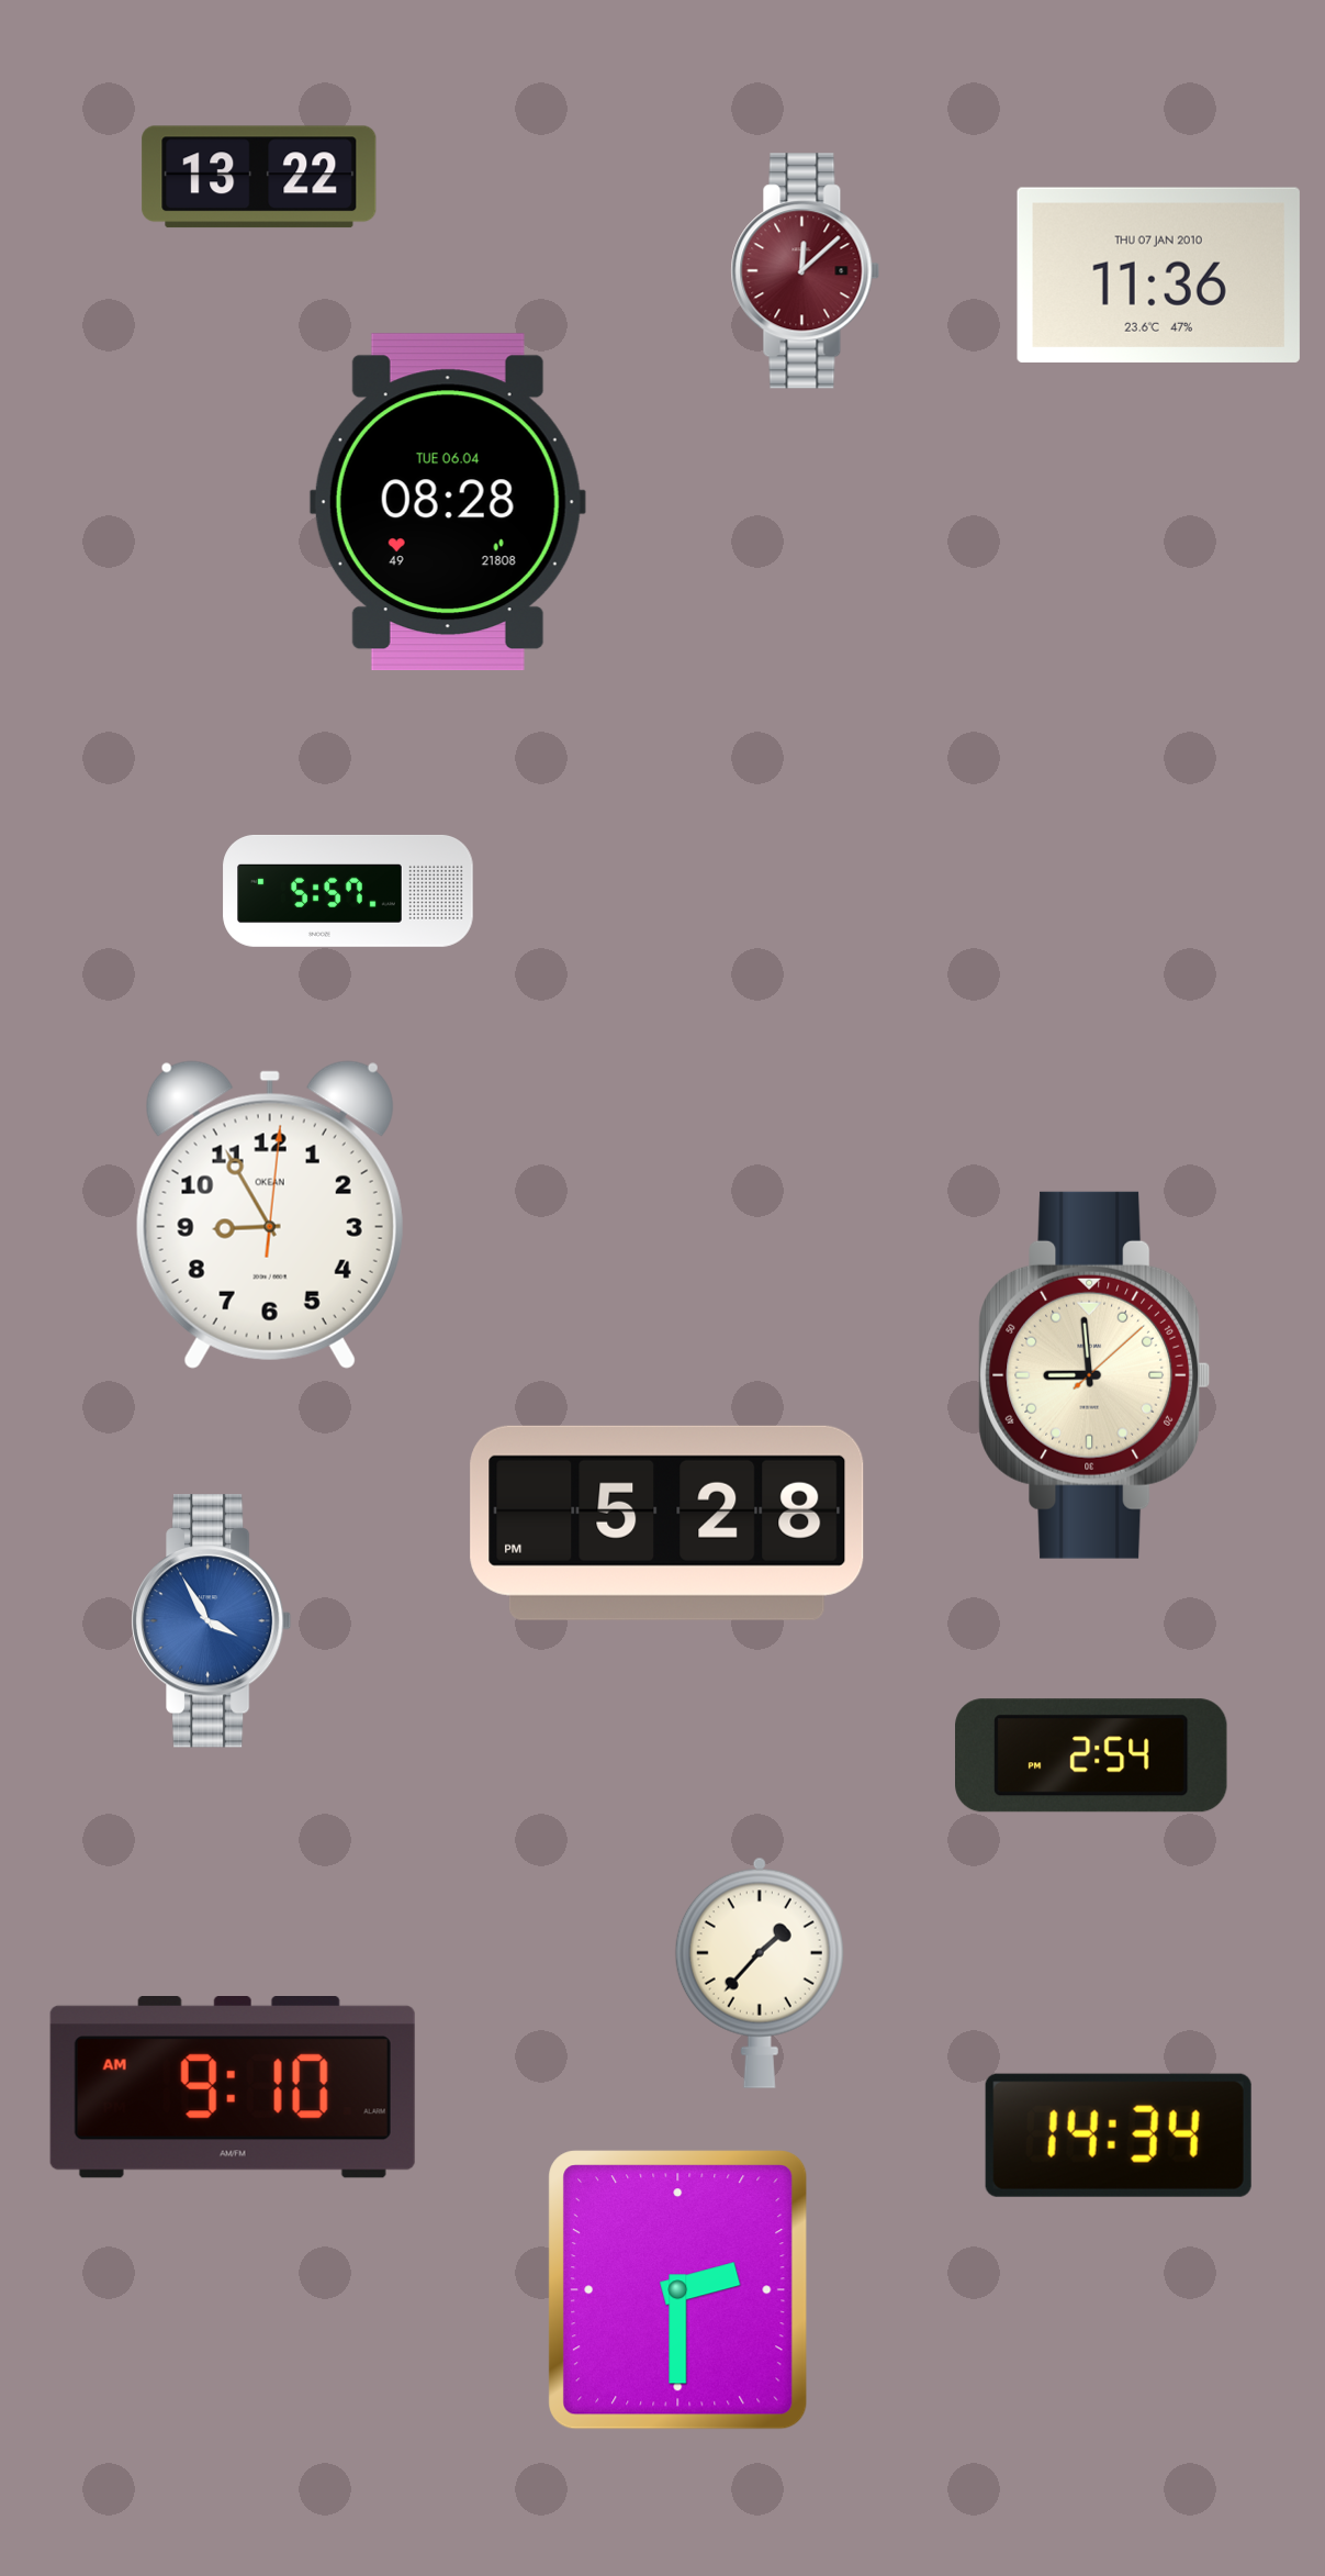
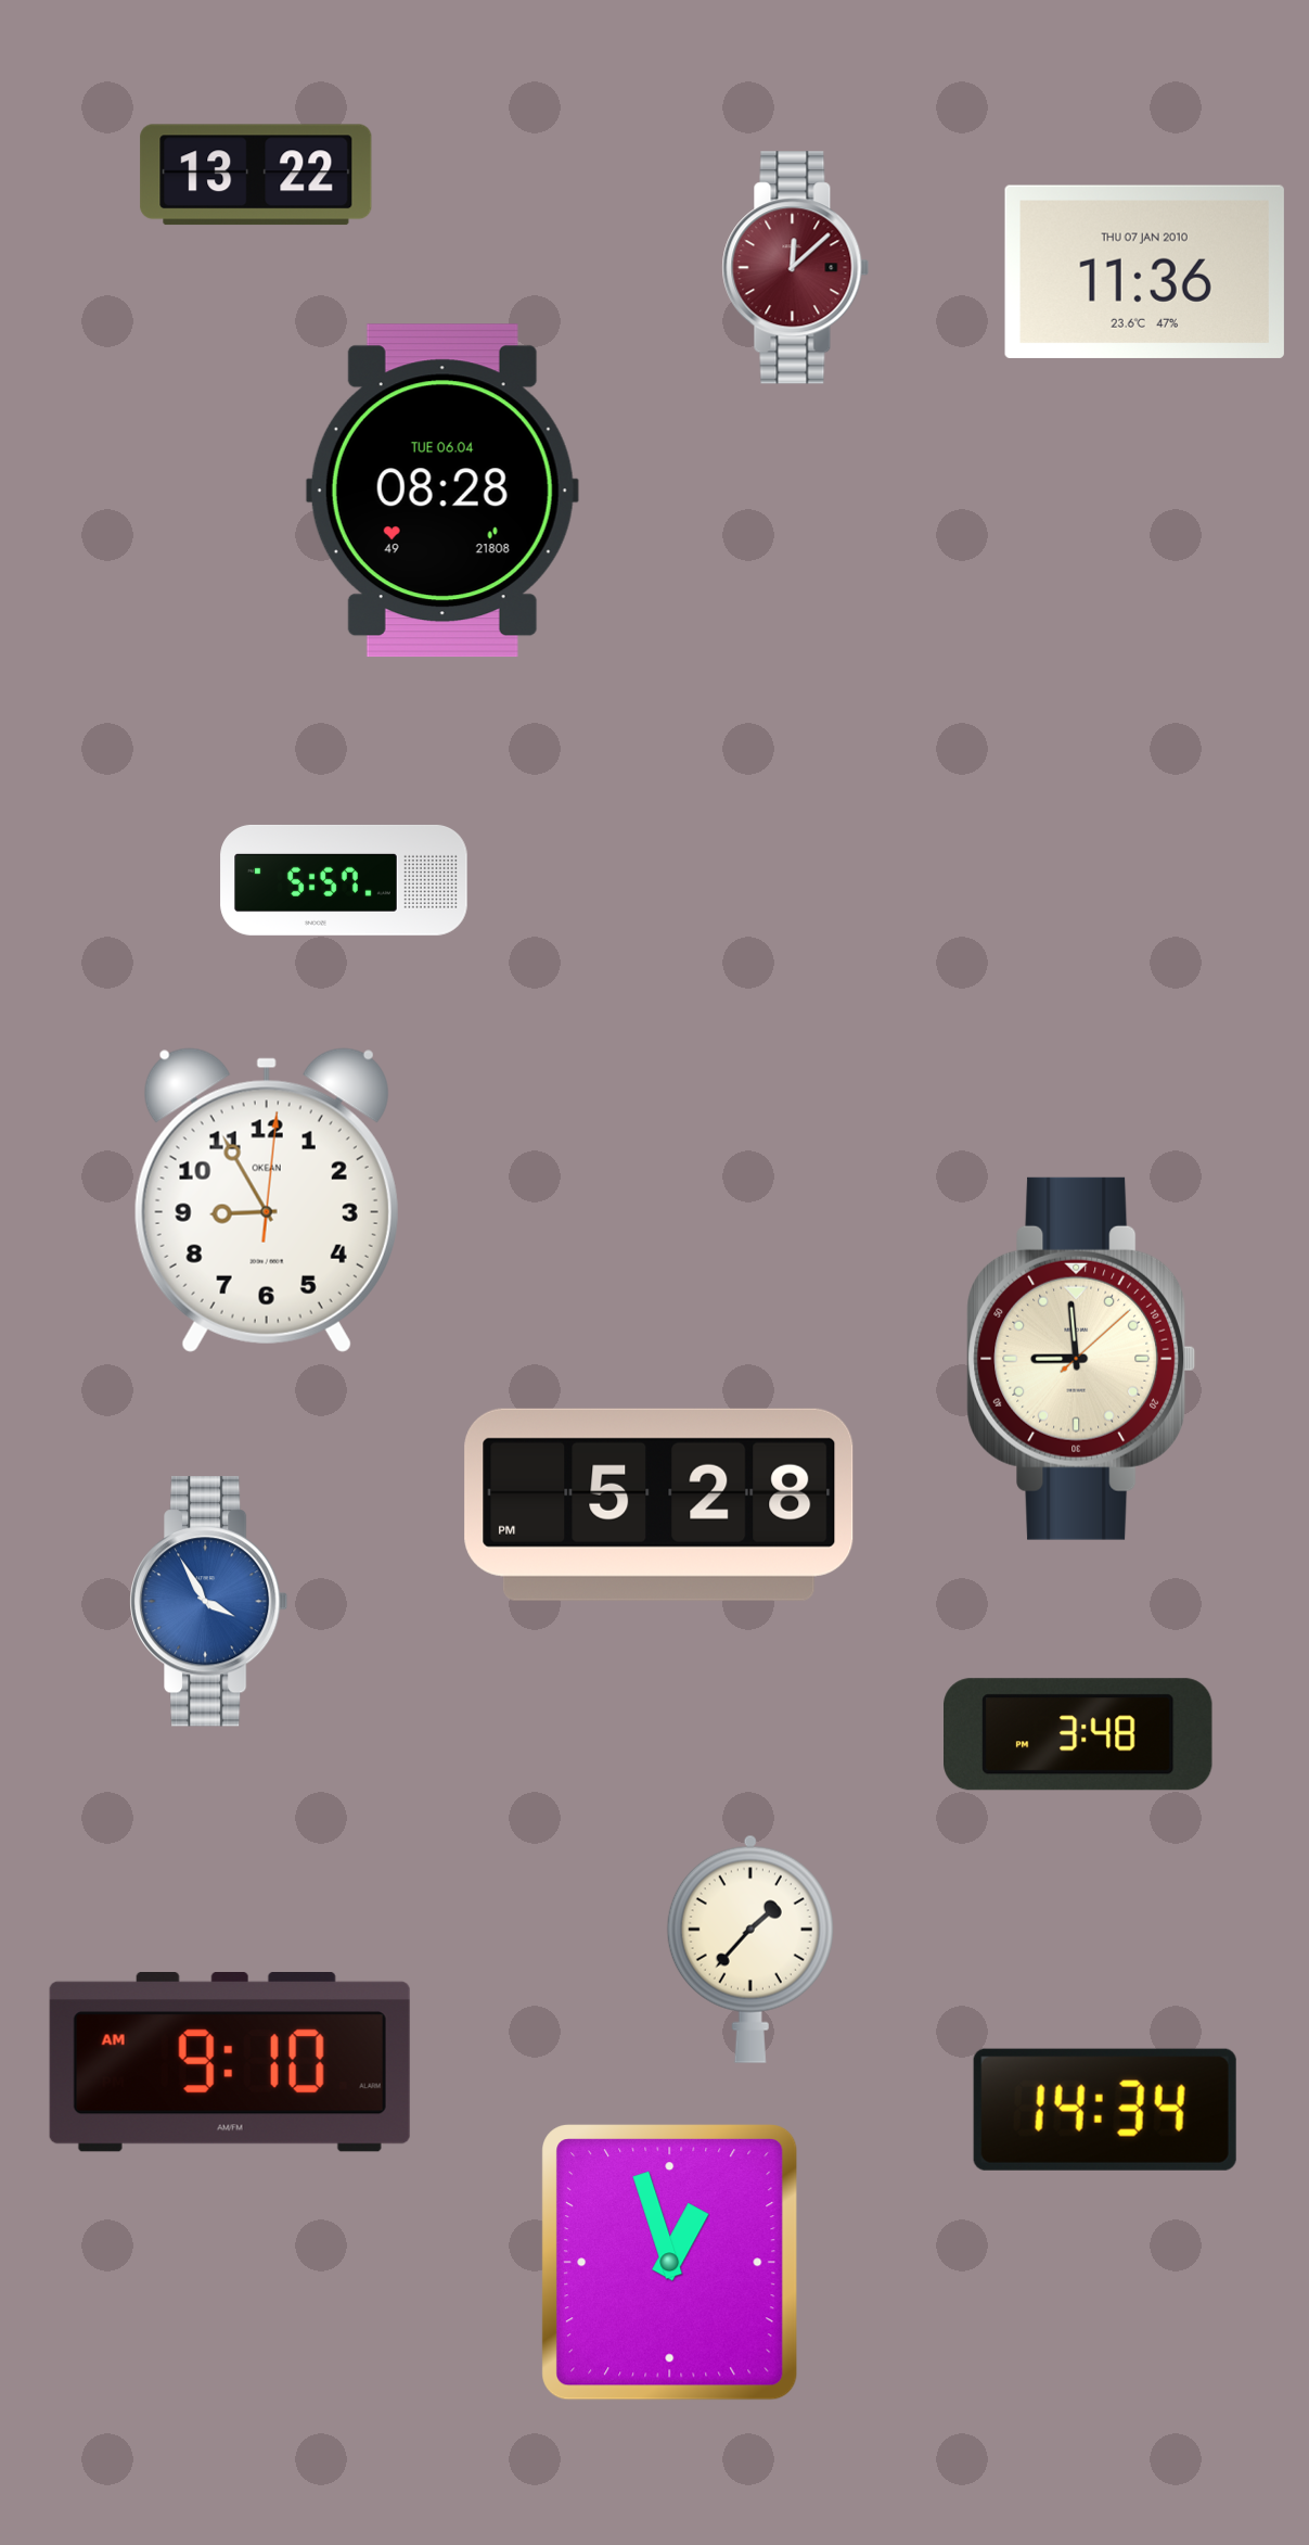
clock at (448, 502) position: (448, 502) -> (442, 491)
clock at (1092, 1755): 2:54 -> 3:48
clock at (678, 2290): 2:30 -> 12:57
